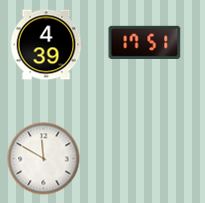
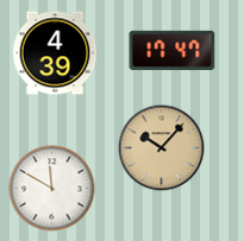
clock at (145, 42): 17:51 -> 17:47
clock at (162, 148): none -> 10:07
